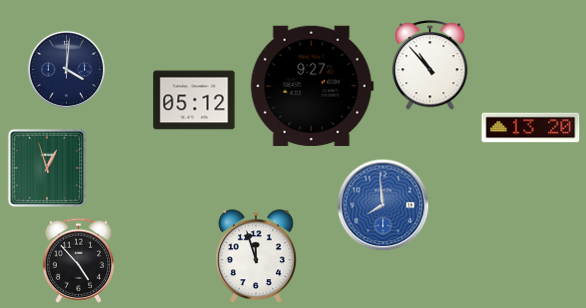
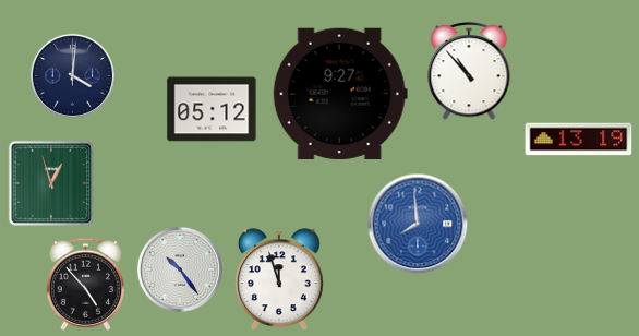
clock at (531, 128): 13:20 -> 13:19
clock at (180, 269): none -> 10:24
